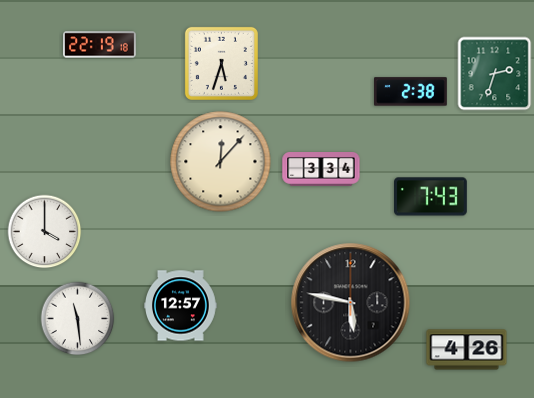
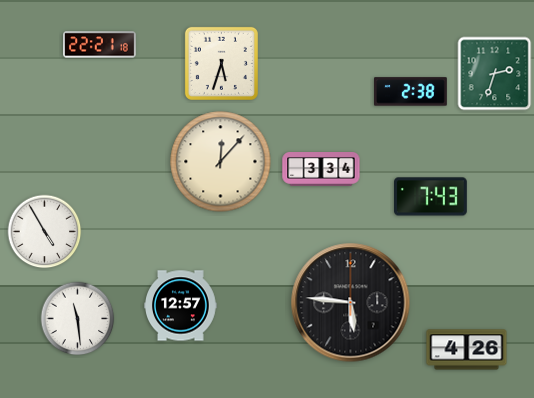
clock at (100, 45): 22:19 -> 22:21
clock at (45, 232): 4:00 -> 4:55
clock at (351, 303): 5:47 -> 5:46
